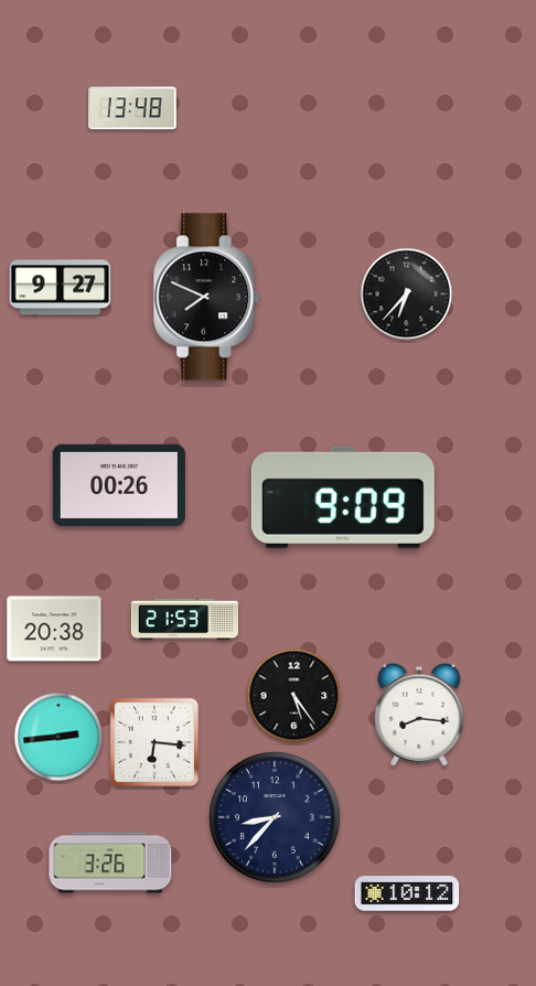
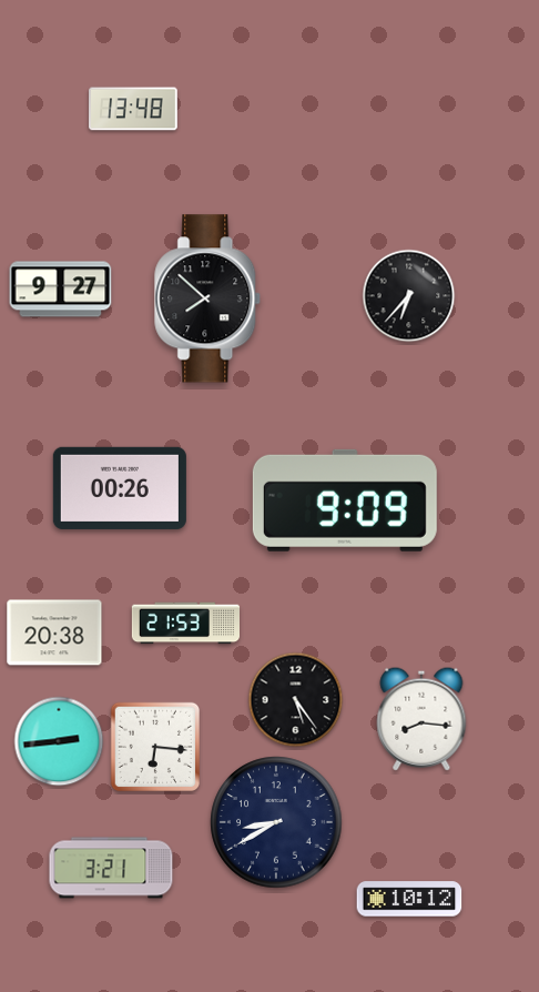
clock at (207, 297): 7:49 -> 7:52
clock at (275, 817): 8:37 -> 8:40
clock at (110, 862): 3:26 -> 3:21
